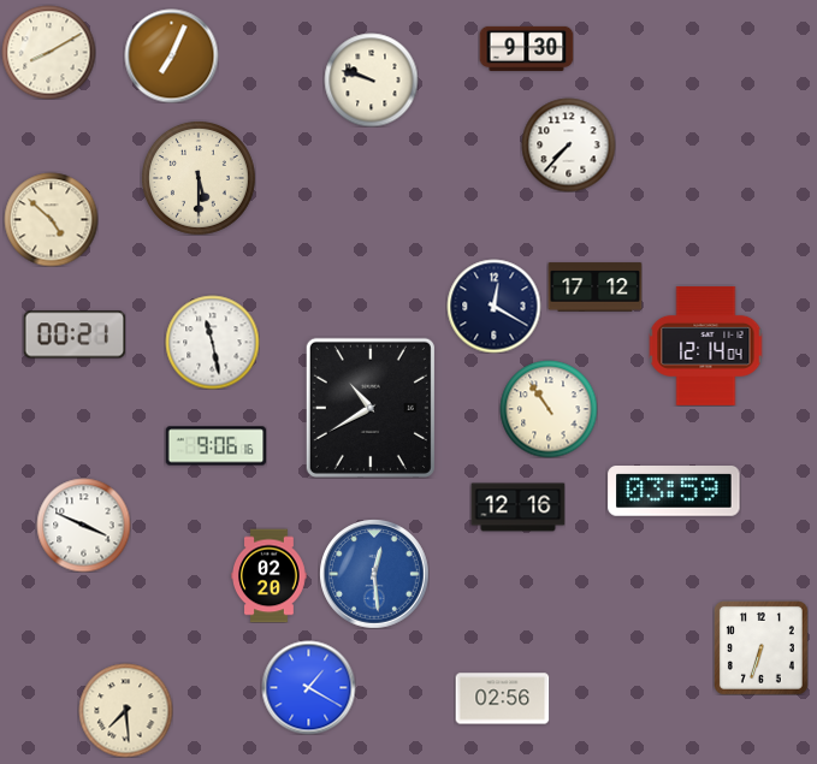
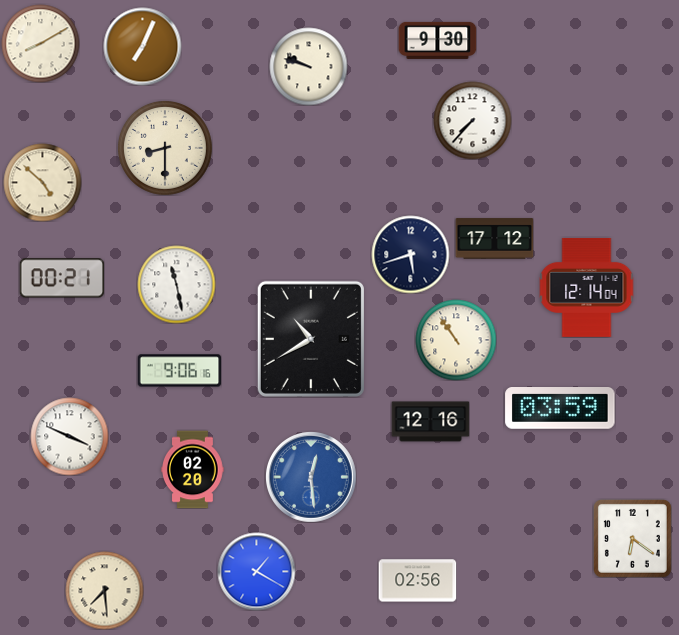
clock at (199, 178): 5:30 -> 8:30
clock at (493, 306): 12:20 -> 5:42
clock at (371, 408) position: (371, 408) -> (311, 339)
clock at (270, 575) position: (270, 575) -> (193, 469)
clock at (760, 647): 6:33 -> 6:21
